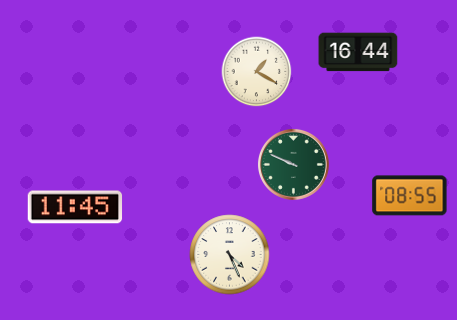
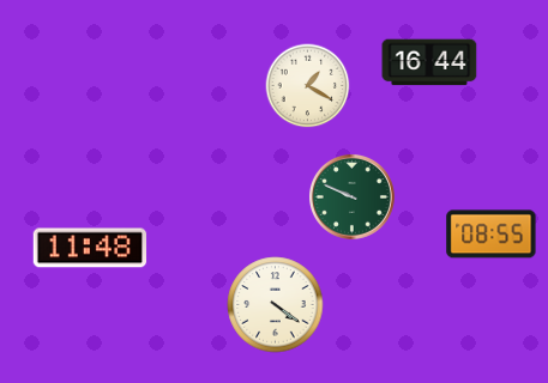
clock at (75, 207): 11:45 -> 11:48
clock at (230, 255): 4:26 -> 4:21
